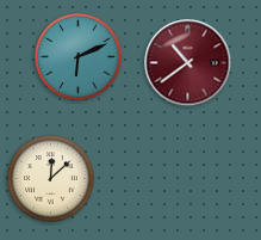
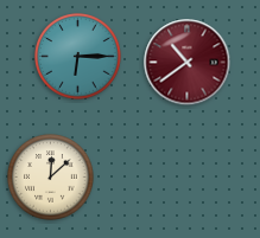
clock at (79, 57): 6:11 -> 6:15
